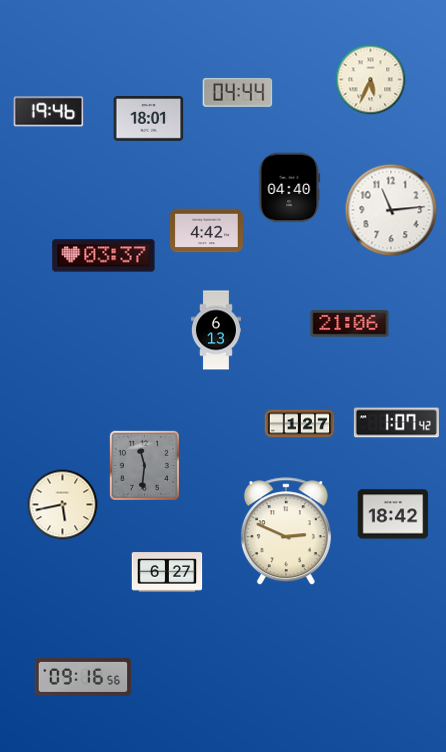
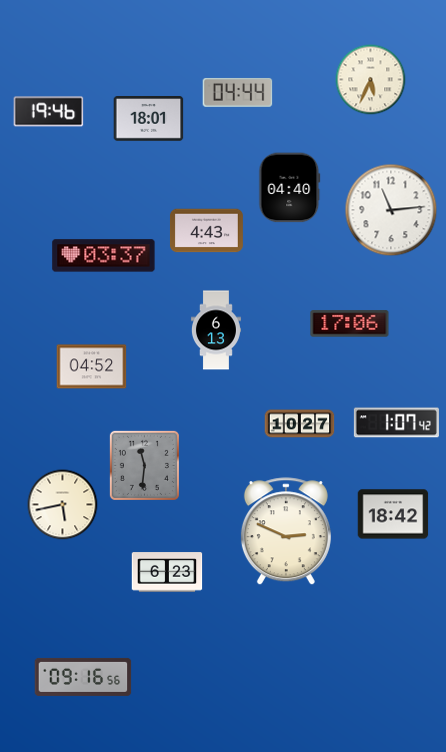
clock at (206, 231): 4:42 -> 4:43
clock at (350, 324): 21:06 -> 17:06
clock at (92, 367): none -> 04:52
clock at (300, 424): 1:27 -> 10:27
clock at (167, 572): 6:27 -> 6:23
